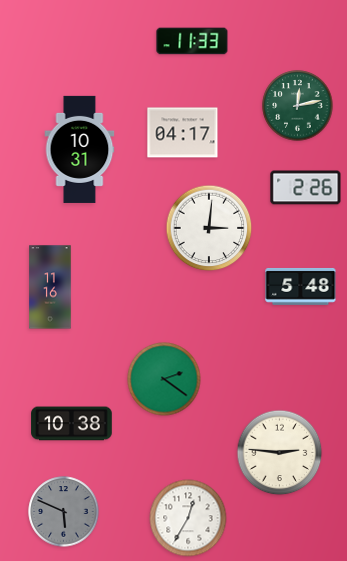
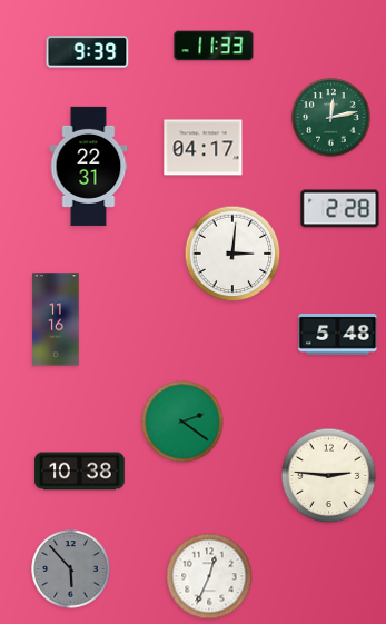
clock at (88, 52): none -> 9:39
clock at (80, 149): 10:31 -> 22:31
clock at (306, 188): 2:26 -> 2:28
clock at (301, 286) position: (301, 286) -> (338, 334)
clock at (280, 453) position: (280, 453) -> (329, 476)
clock at (64, 512): 5:49 -> 5:53
clock at (188, 518): 12:35 -> 12:34
